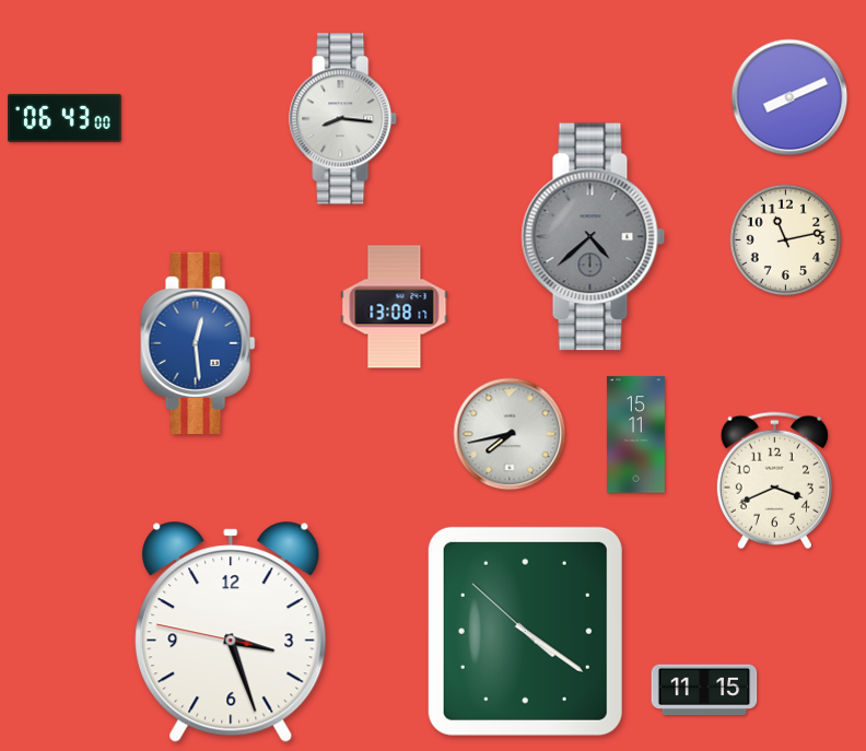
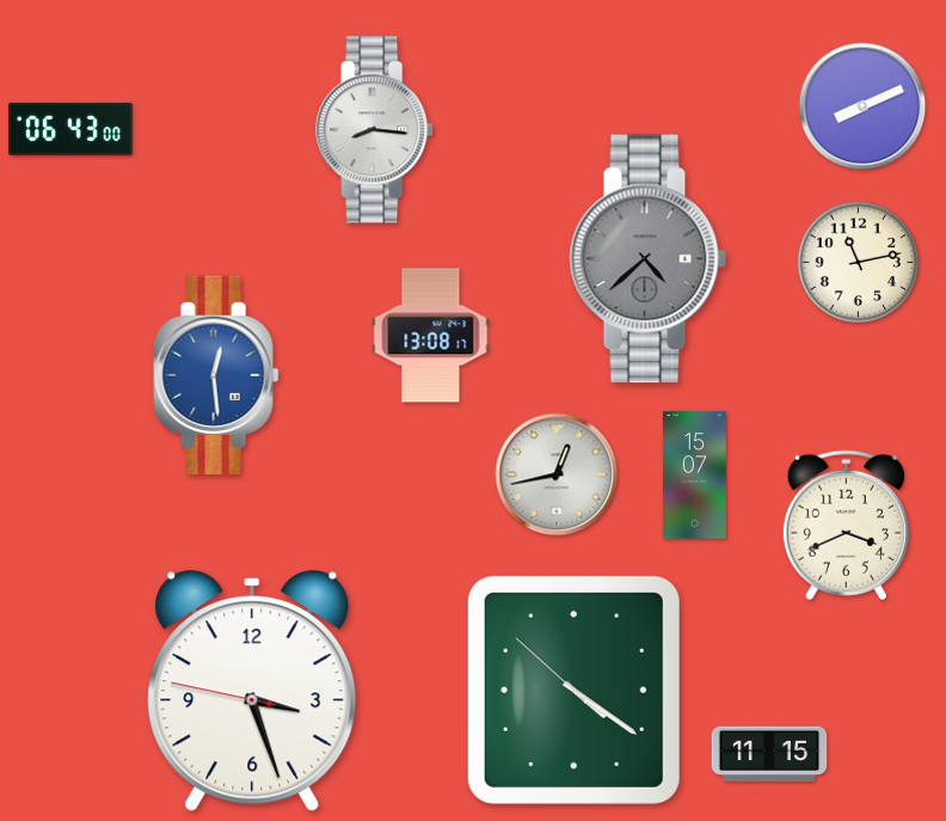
clock at (510, 434): 7:43 -> 12:43
clock at (636, 435): 15:11 -> 15:07
